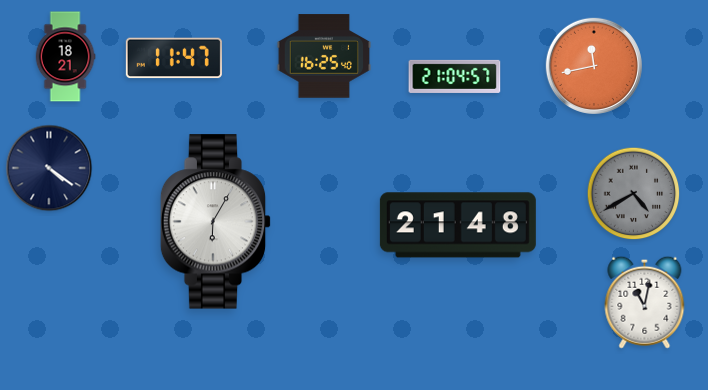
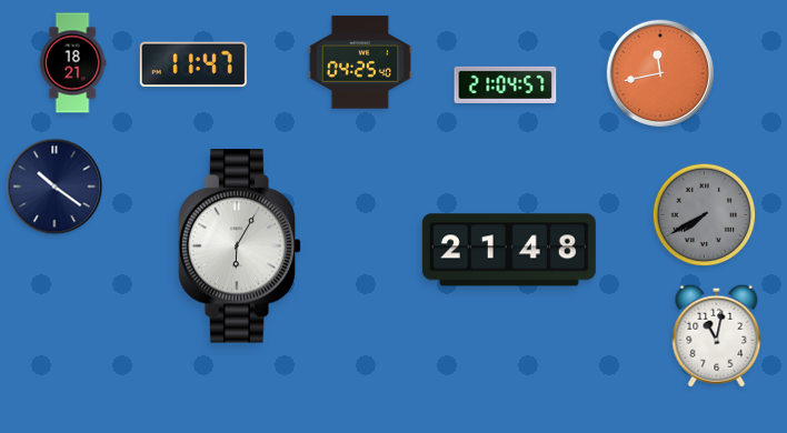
clock at (324, 56): 16:25 -> 04:25
clock at (49, 168): 4:21 -> 10:21
clock at (634, 194): 4:40 -> 7:40
